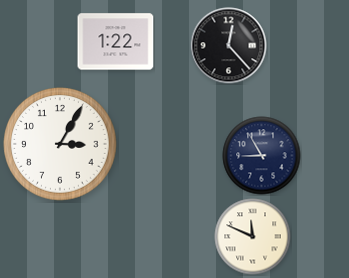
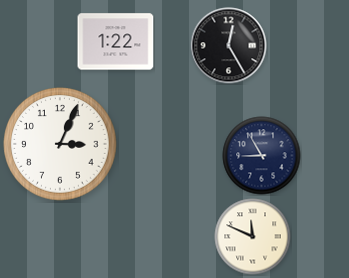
clock at (229, 46): 12:23 -> 12:25
clock at (60, 144): 3:05 -> 3:04
